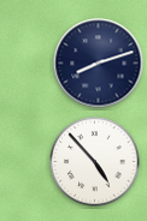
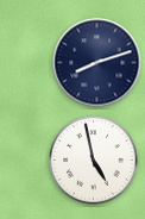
clock at (95, 162): 4:53 -> 4:58
